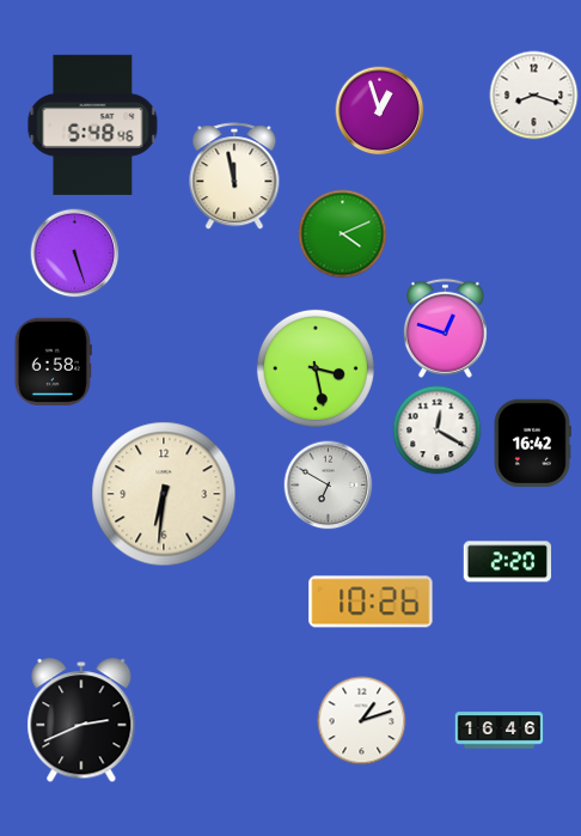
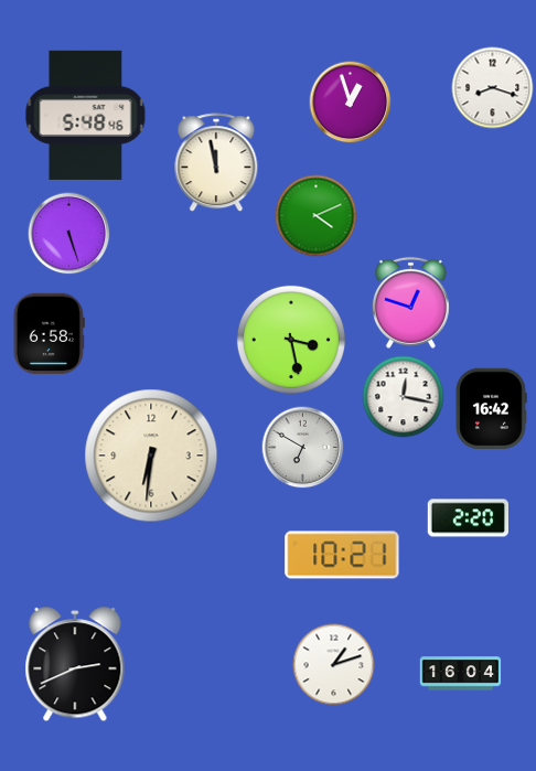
clock at (438, 431): 12:20 -> 12:17
clock at (371, 602): 10:26 -> 10:21
clock at (500, 731): 16:46 -> 16:04
